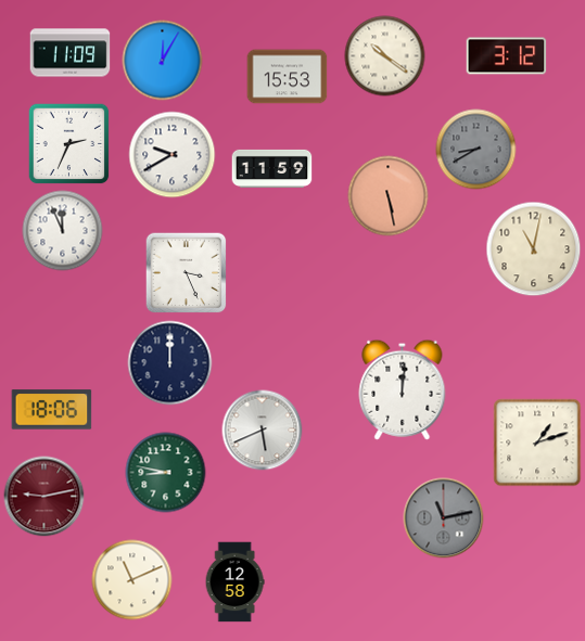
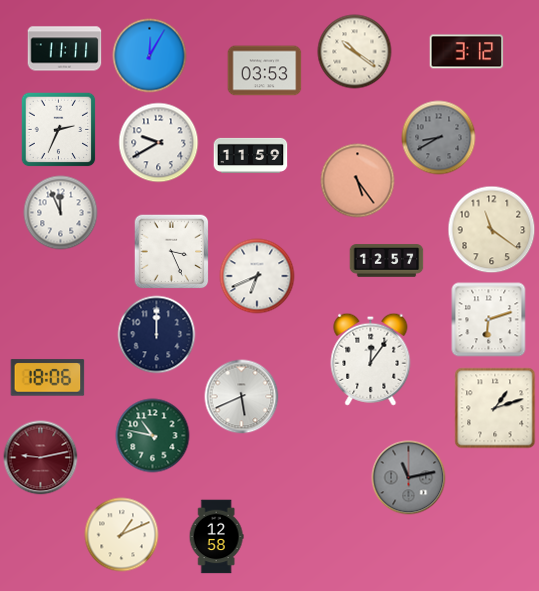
clock at (71, 53): 11:09 -> 11:11
clock at (288, 77): 15:53 -> 03:53
clock at (69, 144) position: (69, 144) -> (59, 130)
clock at (389, 196): 5:28 -> 5:24
clock at (63, 231) position: (63, 231) -> (61, 213)
clock at (534, 249): 11:02 -> 11:21
clock at (387, 261): none -> 12:57
clock at (257, 276): none -> 6:41
clock at (489, 320): none -> 6:12
clock at (403, 389): 12:01 -> 12:06
clock at (166, 473): 8:47 -> 10:47
clock at (132, 580): 11:11 -> 1:11
